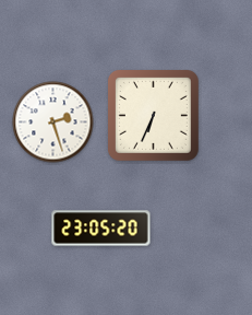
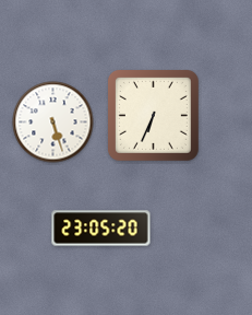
clock at (53, 122): 2:27 -> 5:27
